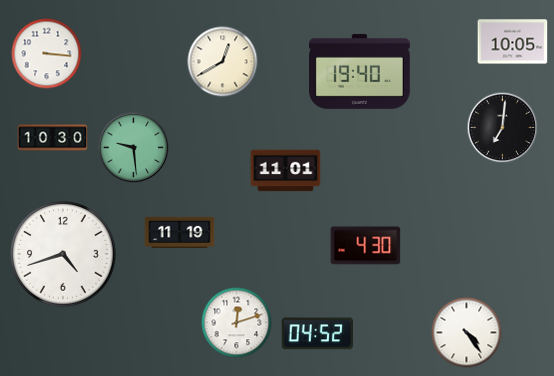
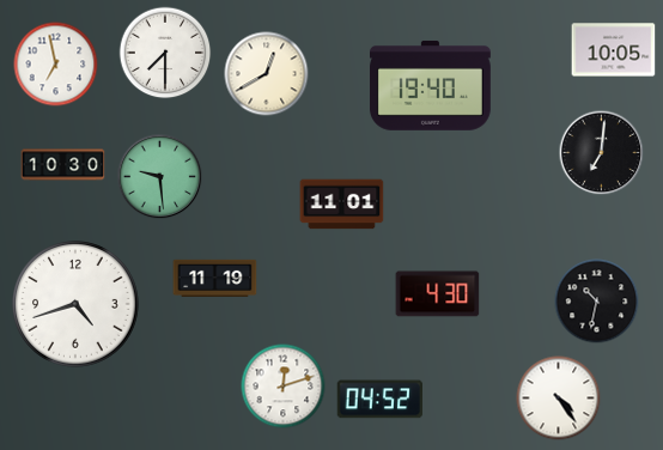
clock at (165, 53): none -> 7:30
clock at (47, 54): 3:16 -> 6:58
clock at (597, 302): none -> 10:32
